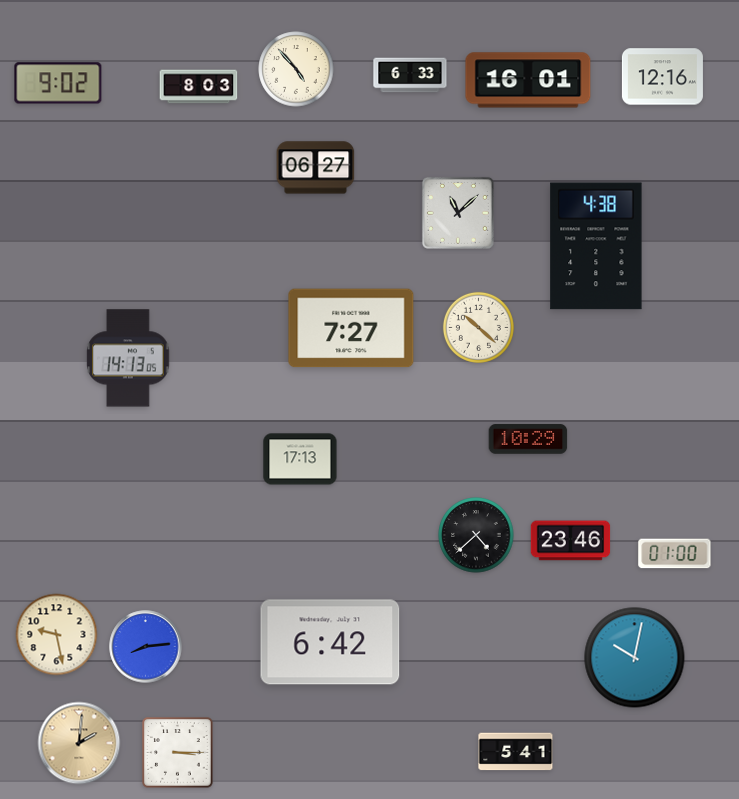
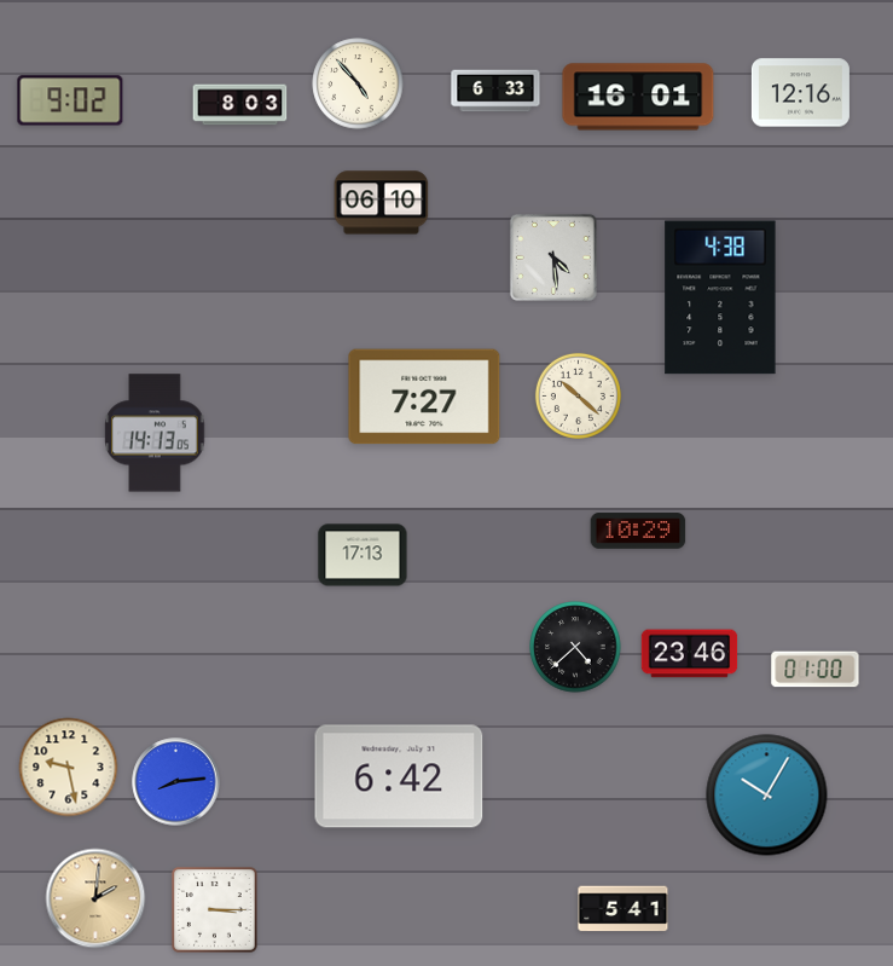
clock at (316, 168): 06:27 -> 06:10
clock at (458, 213): 11:08 -> 4:29
clock at (635, 658): 10:02 -> 10:05
